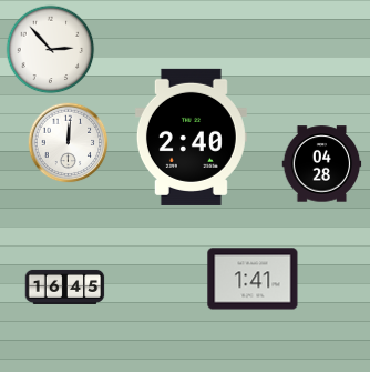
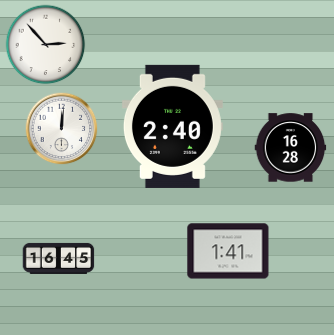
clock at (191, 137) position: (191, 137) -> (172, 126)
clock at (322, 164): 04:28 -> 16:28
